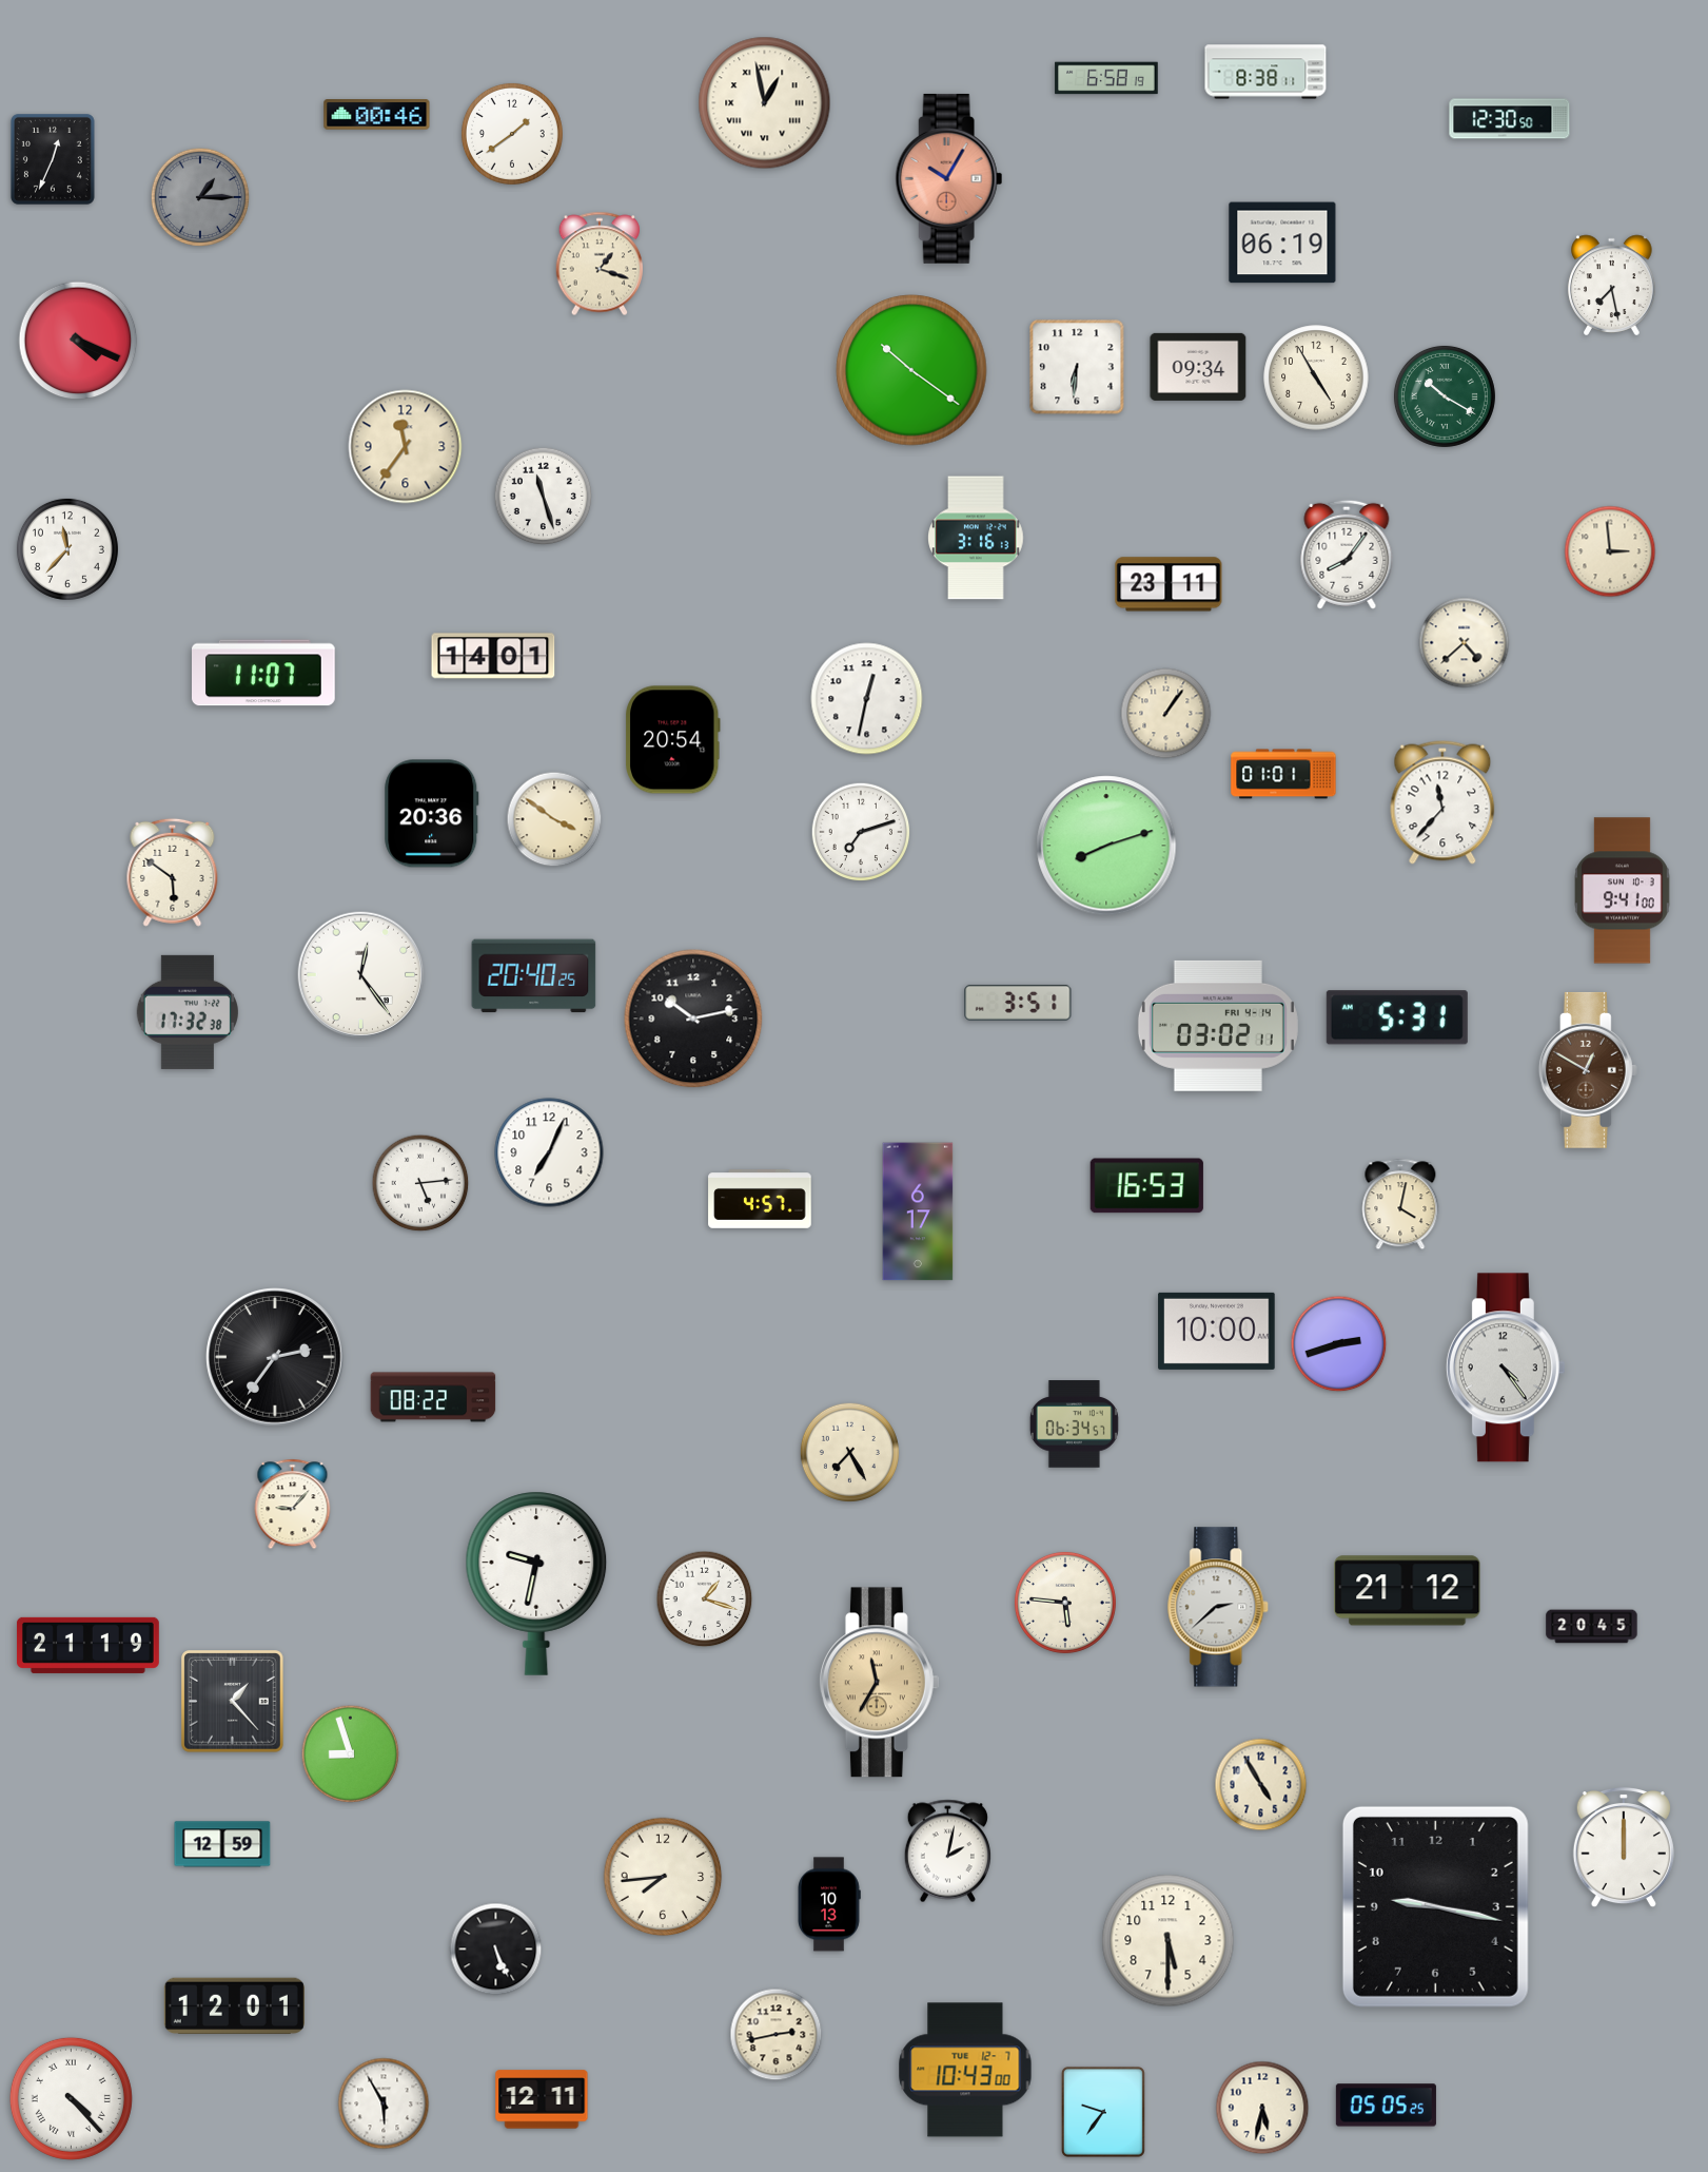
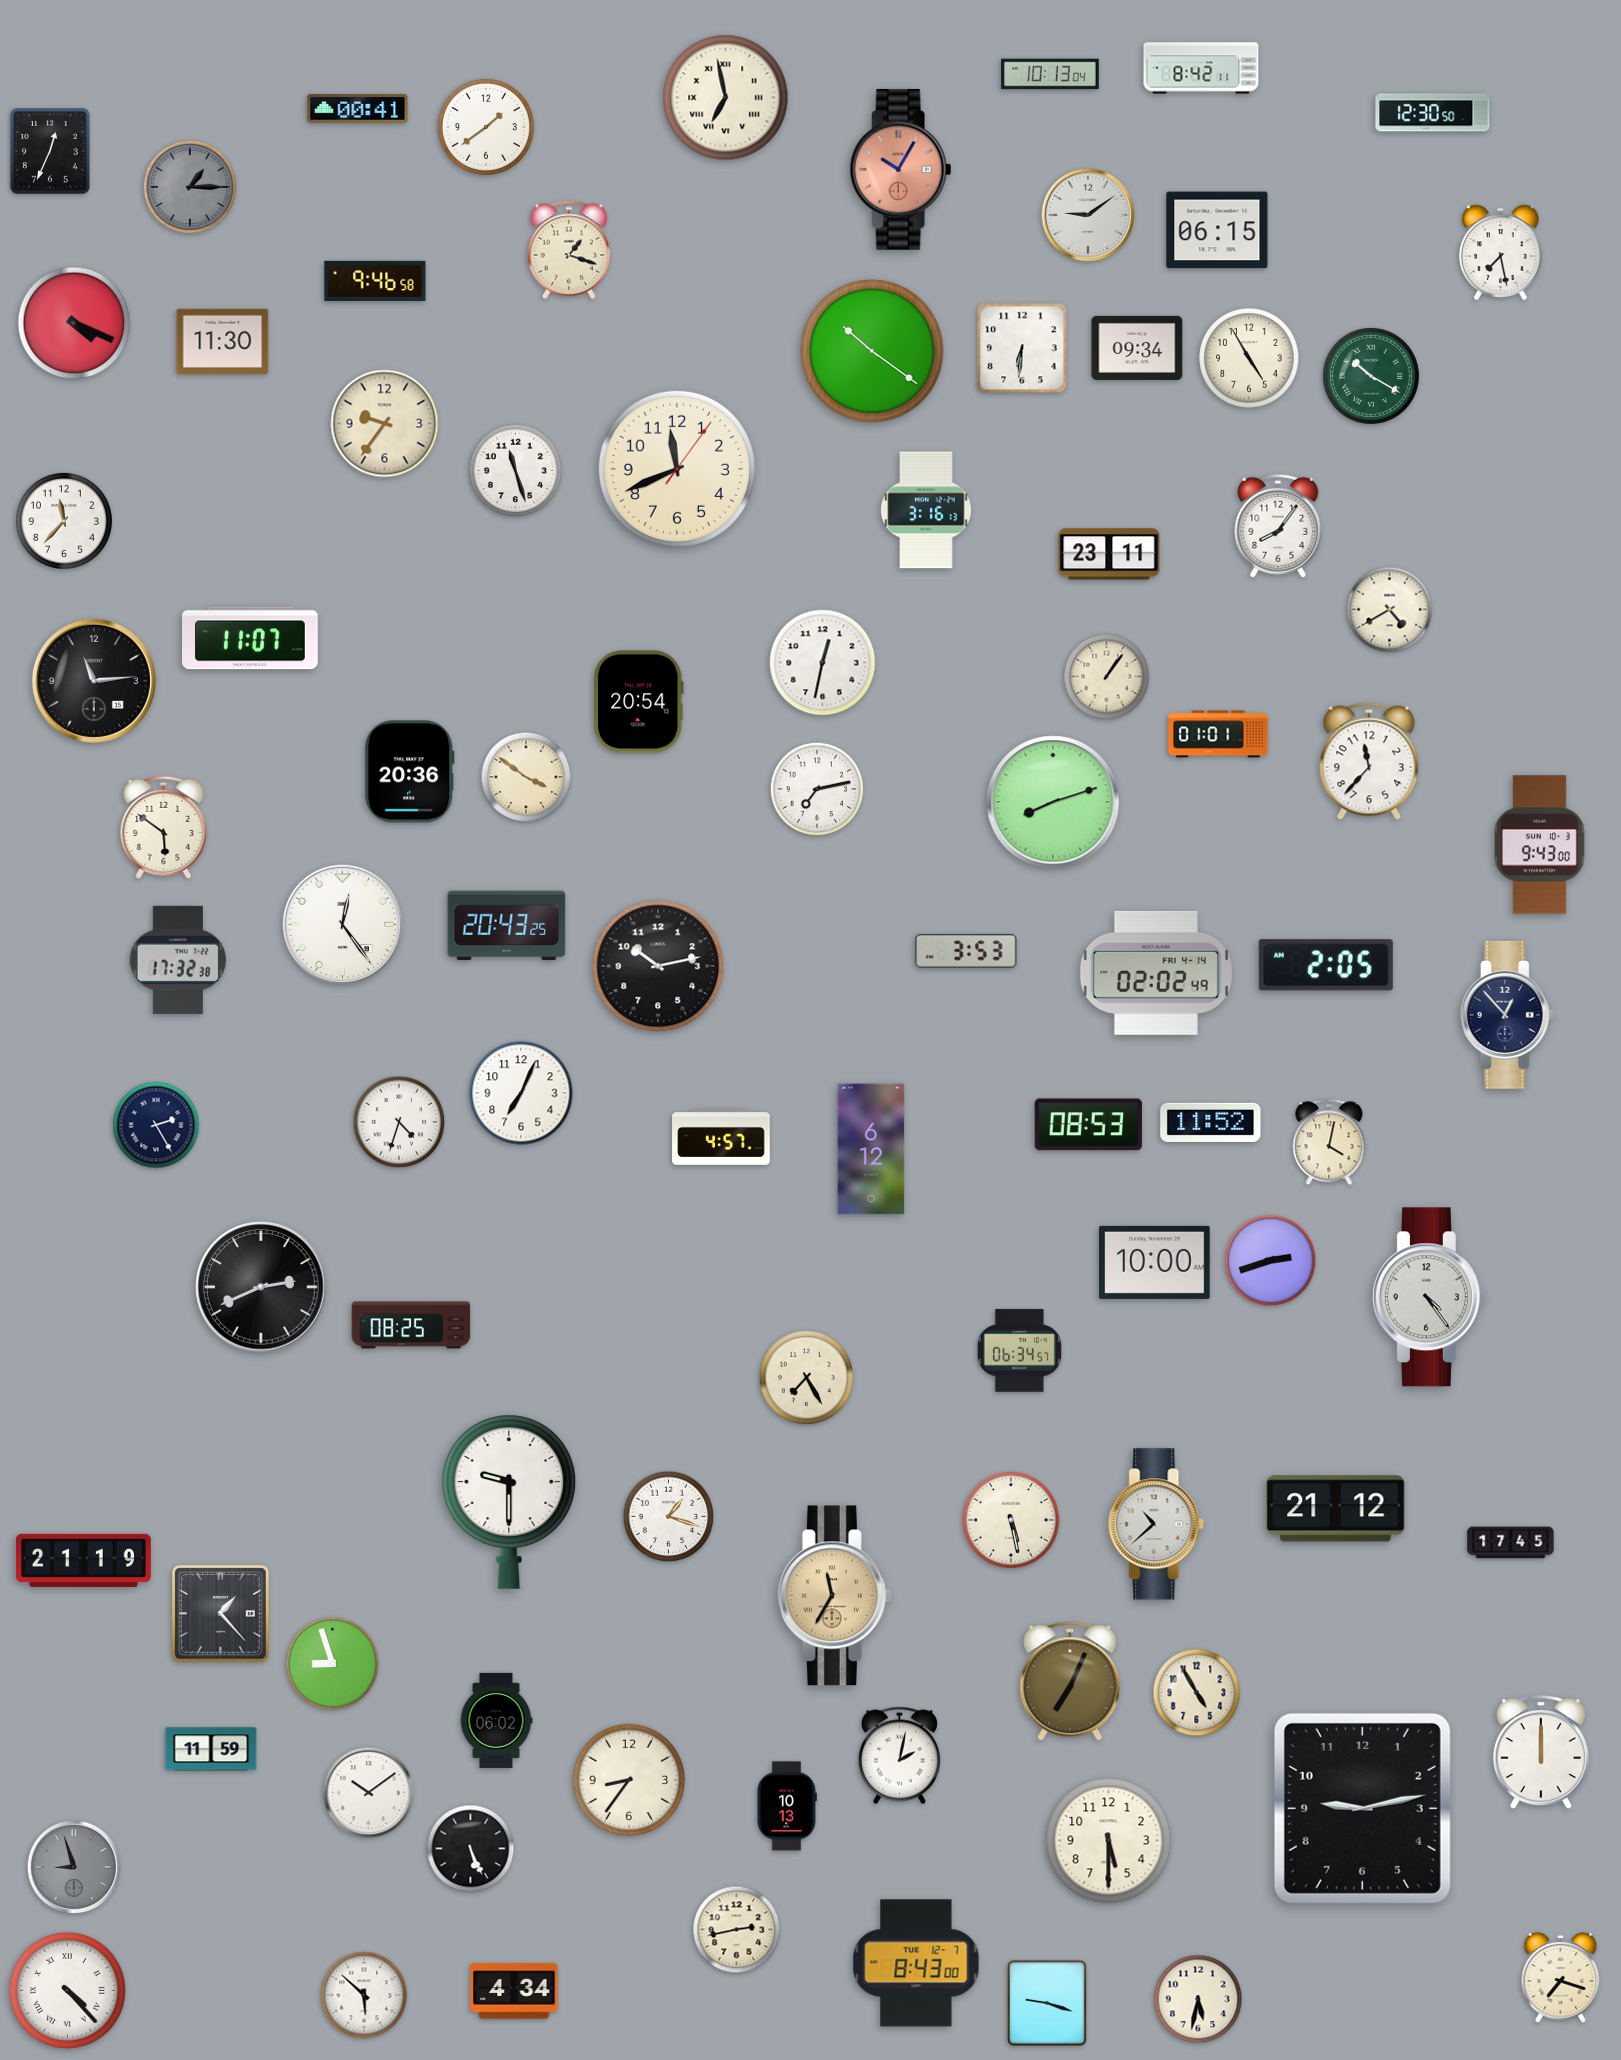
clock at (1265, 72): 8:38 -> 8:42
clock at (1106, 78): 6:58 -> 10:13
clock at (765, 103): 12:58 -> 6:58
clock at (377, 115): 00:46 -> 00:41
clock at (1088, 215): none -> 9:09
clock at (1282, 243): 06:19 -> 06:15
clock at (1612, 286) position: (1612, 286) -> (1501, 253)
clock at (375, 281): none -> 9:46
clock at (223, 341): none -> 11:30
clock at (911, 370) position: (911, 370) -> (872, 351)
clock at (406, 447): 11:36 -> 9:36
clock at (677, 469): none -> 11:41
clock at (1610, 551): 2:59 -> none
clock at (1465, 643): 4:38 -> 4:40
clock at (493, 656): 14:01 -> none
clock at (94, 681): none -> 11:14
clock at (861, 832): 7:12 -> 7:13
clock at (1106, 846) position: (1106, 846) -> (1053, 802)
clock at (1622, 891): 9:41 -> 9:43
clock at (534, 976): 20:40 -> 20:43
clock at (1018, 1003): 3:51 -> 3:53
clock at (1397, 1017): 5:31 -> 2:05
clock at (1218, 1026): 03:02 -> 02:02
clock at (1588, 1070): 12:50 -> 12:53
clock at (1588, 1070) dial: brown -> navy
clock at (420, 1183): 5:14 -> 4:33
clock at (1211, 1122): none -> 11:52
clock at (156, 1125): none -> 2:25
clock at (1146, 1186): 16:53 -> 08:53
clock at (918, 1211): 6:17 -> 6:12
clock at (1339, 1344) position: (1339, 1344) -> (1271, 1261)
clock at (275, 1357): 2:36 -> 2:41
clock at (433, 1397): 08:22 -> 08:25
clock at (293, 1505): 9:07 -> none
clock at (536, 1584): 9:32 -> 9:30
clock at (1065, 1603): 5:46 -> 5:28
clock at (1219, 1607): 2:38 -> 10:38
clock at (1592, 1627): 20:45 -> 17:45
clock at (1070, 1681): none -> 7:04
clock at (496, 1720): none -> 06:02
clock at (222, 1844): 12:59 -> 11:59
clock at (663, 1877): 7:44 -> 8:36
clock at (369, 1793): none -> 10:09
clock at (1435, 1906): 9:17 -> 9:13
clock at (74, 1867): none -> 8:57
clock at (234, 2006): 12:01 -> none
clock at (965, 2070): 10:43 -> 8:43
clock at (1561, 1977): none -> 7:18
clock at (542, 2099): 12:11 -> 4:34
clock at (384, 2103): 5:55 -> 5:52
clock at (1386, 2106): 05:05 -> none
clock at (1103, 2112): 9:36 -> 9:18
